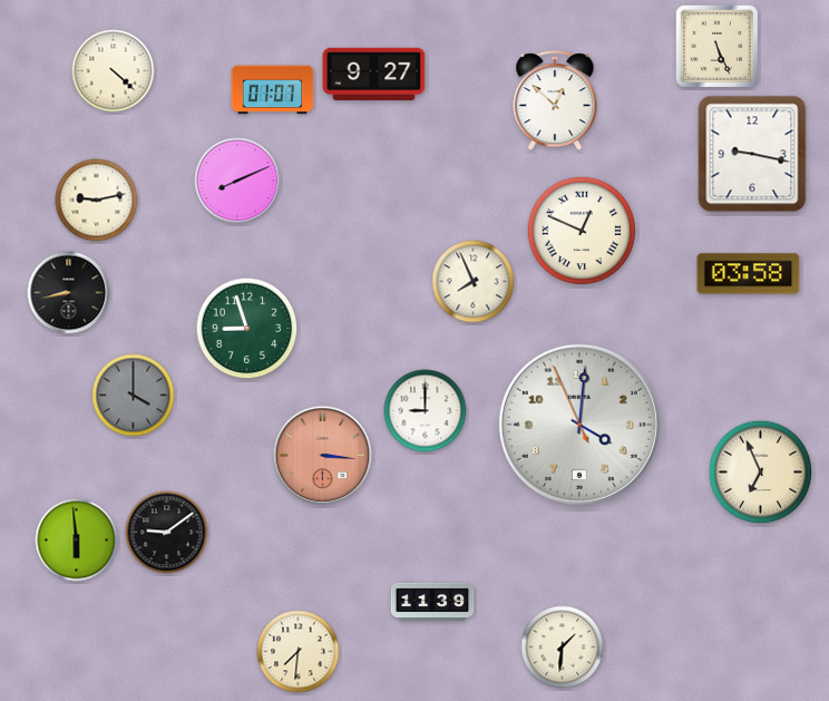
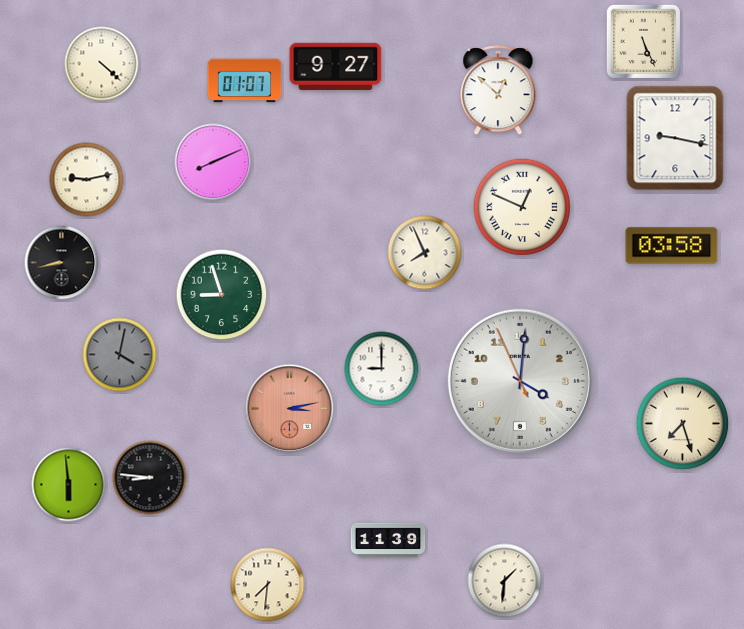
clock at (134, 396): 4:00 -> 4:02
clock at (323, 456): 3:16 -> 3:13
clock at (761, 473): 6:56 -> 7:27
clock at (167, 533): 9:09 -> 8:46
